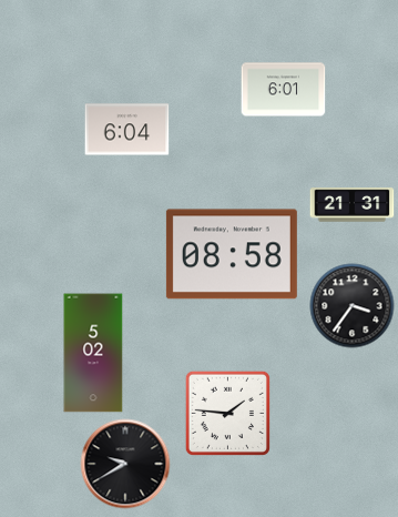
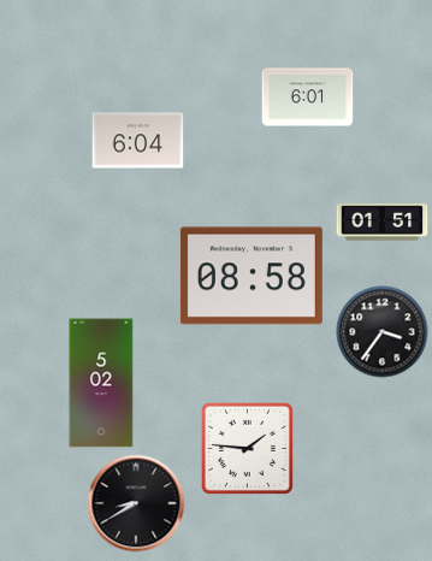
clock at (353, 205): 21:31 -> 01:51
clock at (125, 464): 9:40 -> 8:40
